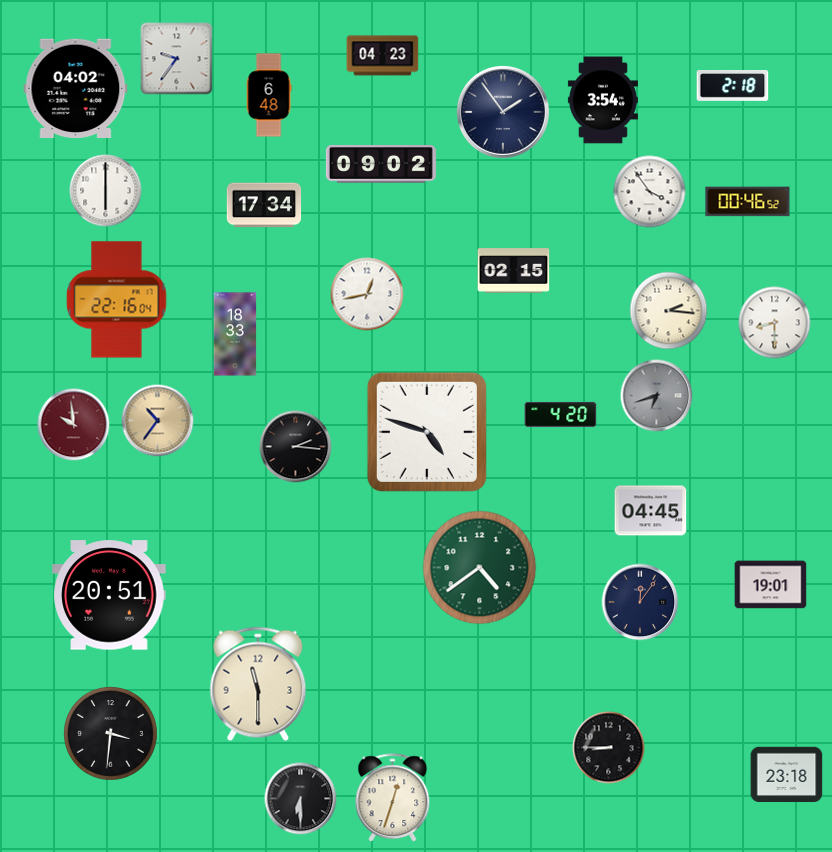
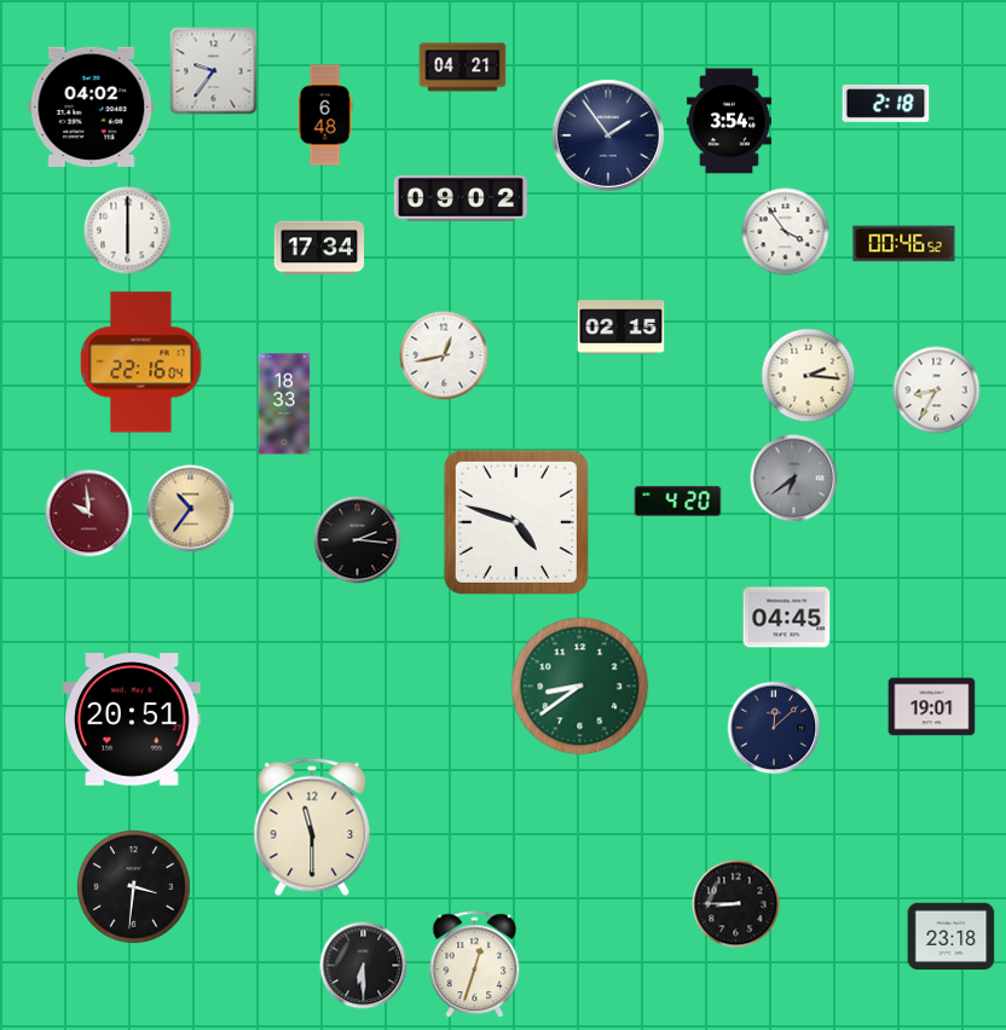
clock at (383, 56): 04:23 -> 04:21
clock at (775, 323): 8:30 -> 8:35
clock at (657, 396): 6:42 -> 6:39
clock at (480, 568): 4:39 -> 8:39
clock at (640, 602): 12:06 -> 12:08
